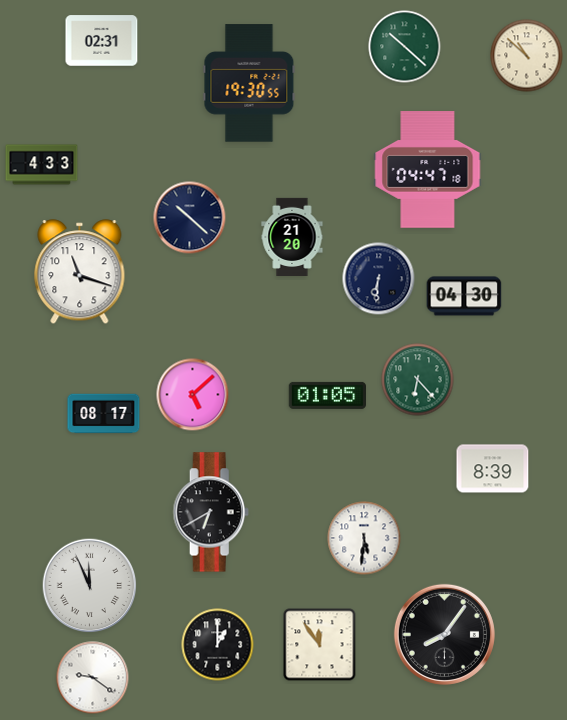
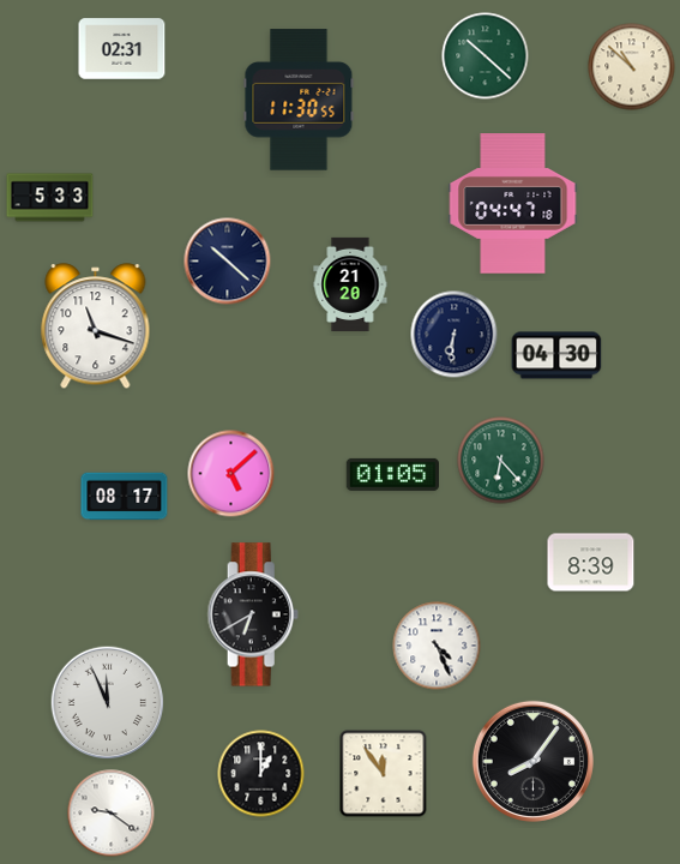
clock at (249, 83): 19:30 -> 11:30
clock at (42, 165): 4:33 -> 5:33
clock at (418, 380) position: (418, 380) -> (501, 461)
clock at (364, 538): 5:31 -> 4:26
